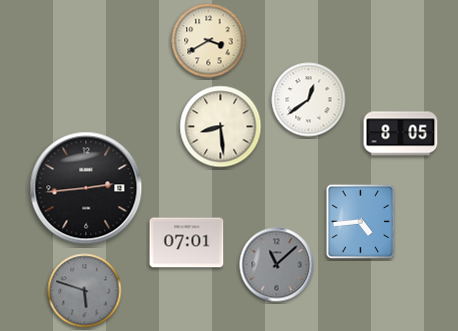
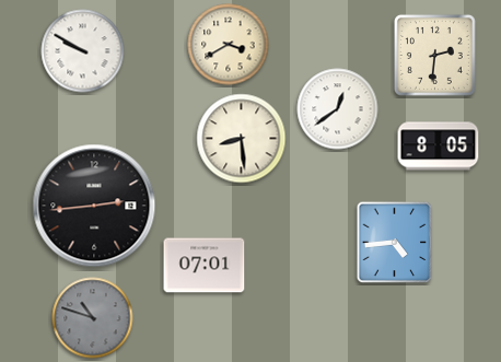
clock at (83, 51): none -> 9:50
clock at (434, 55): none -> 2:31
clock at (277, 265): 11:08 -> none
clock at (85, 291): 5:48 -> 10:48
